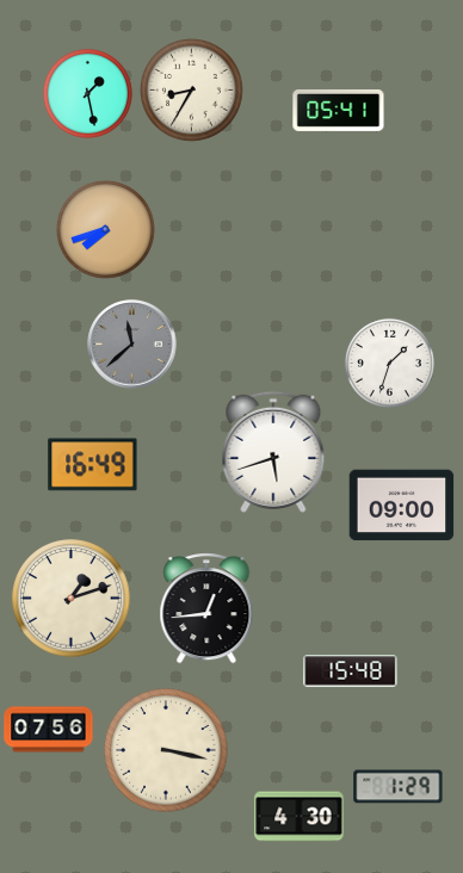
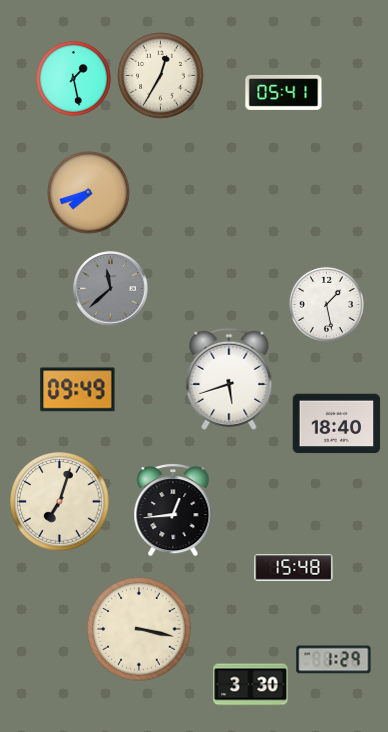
clock at (192, 91): 8:35 -> 12:35
clock at (389, 363): 1:33 -> 1:28
clock at (93, 465): 16:49 -> 09:49
clock at (402, 506): 09:00 -> 18:40
clock at (72, 599): 1:12 -> 7:03
clock at (351, 671) position: (351, 671) -> (294, 568)
clock at (49, 730): 07:56 -> none
clock at (300, 817): 4:30 -> 3:30
